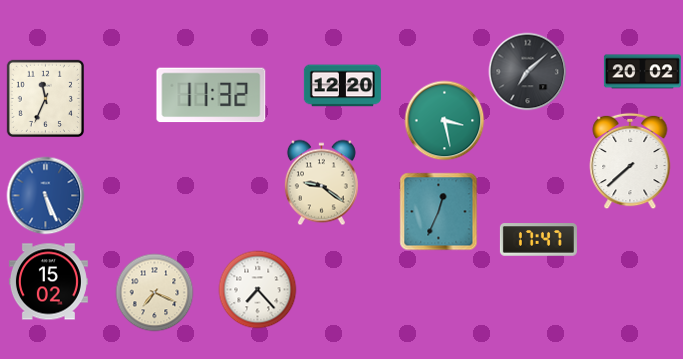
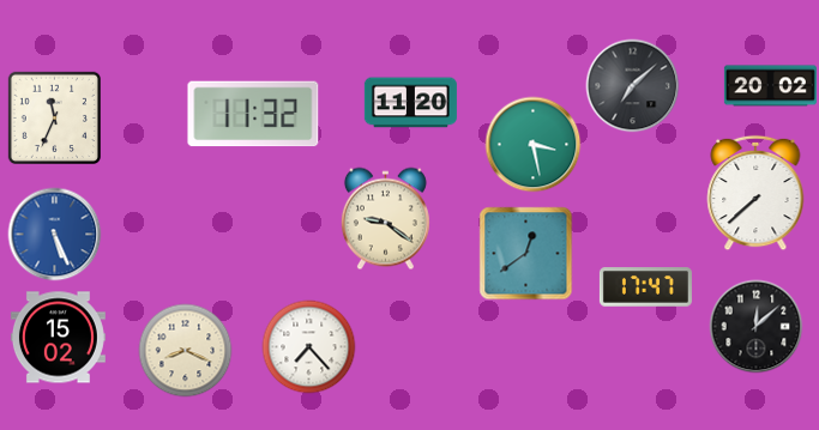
clock at (342, 86): 12:20 -> 11:20
clock at (438, 211): 12:34 -> 12:39
clock at (755, 326): none -> 12:08
clock at (154, 292): 7:19 -> 8:19
